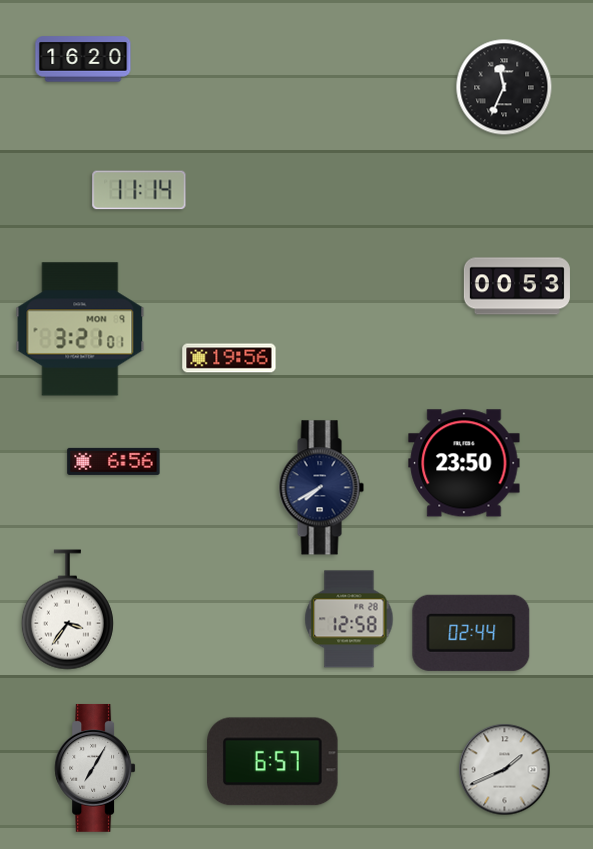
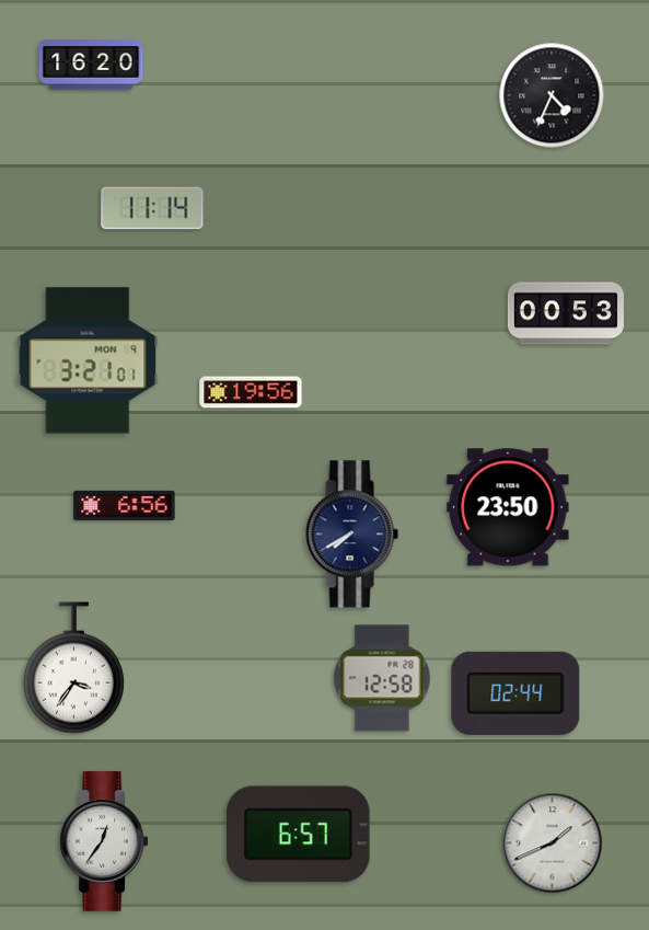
clock at (504, 87): 11:34 -> 4:34
clock at (95, 768): 7:05 -> 12:36
